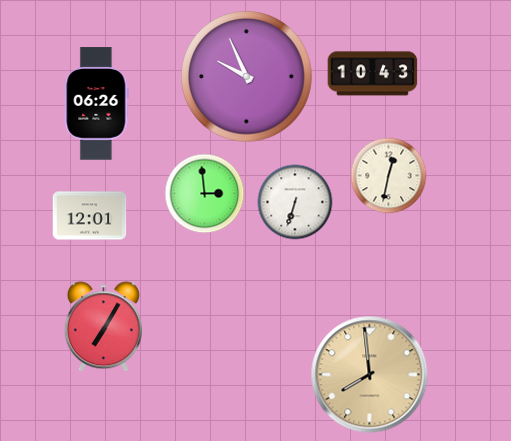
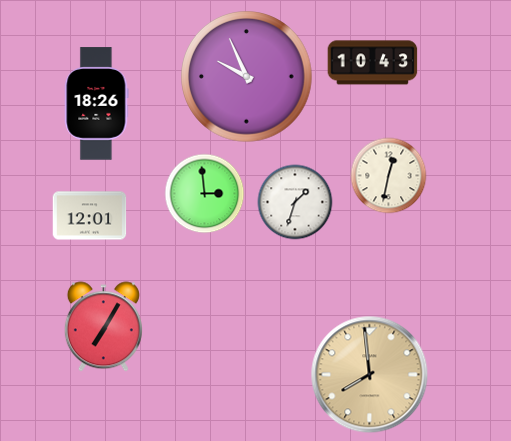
clock at (373, 74) position: (373, 74) -> (373, 63)
clock at (97, 104): 06:26 -> 18:26
clock at (295, 202): 6:33 -> 1:33
